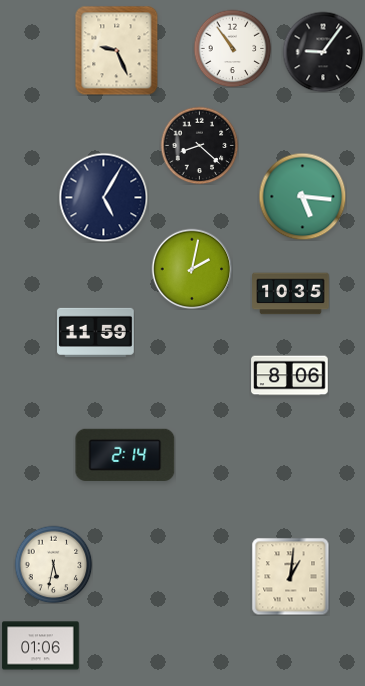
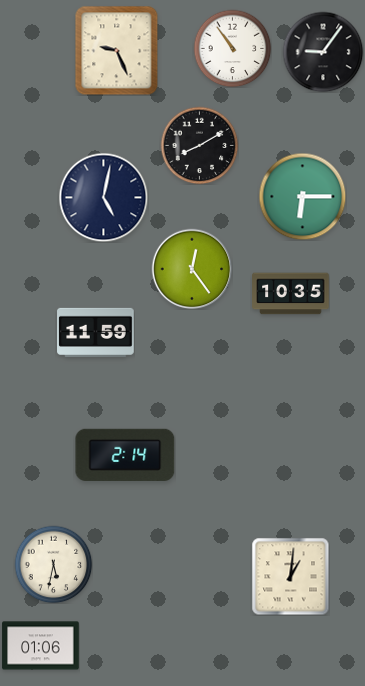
clock at (199, 145): 8:22 -> 8:10
clock at (302, 196): 5:16 -> 6:15
clock at (103, 197): 5:05 -> 5:02
clock at (192, 269): 2:02 -> 12:24
clock at (290, 376): 8:06 -> none
